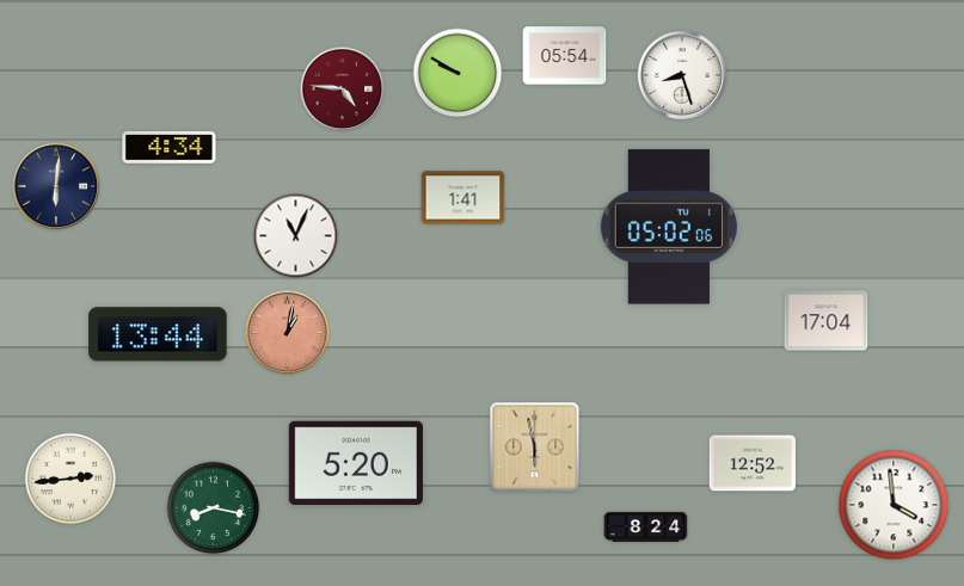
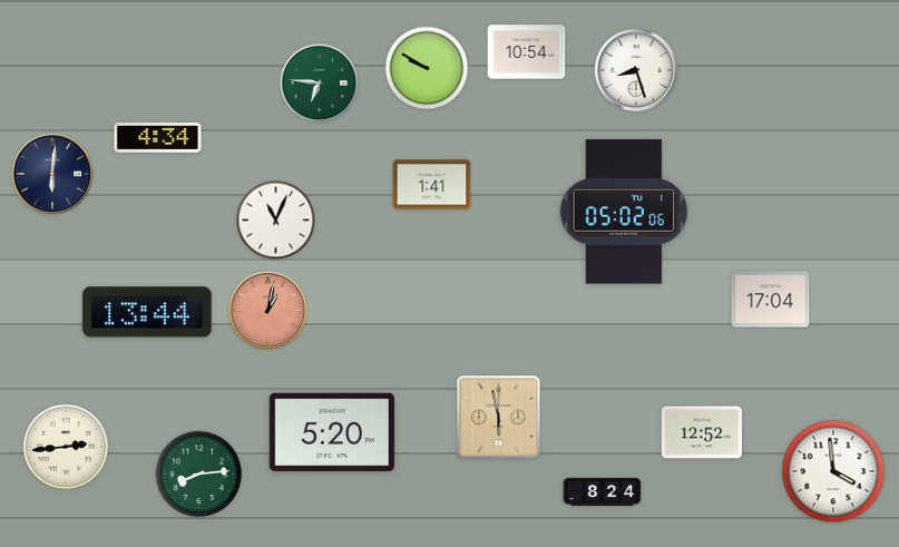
clock at (565, 56): 05:54 -> 10:54
clock at (343, 90): 4:46 -> 6:46
clock at (343, 90) dial: burgundy -> green
clock at (214, 508): 8:17 -> 8:14
